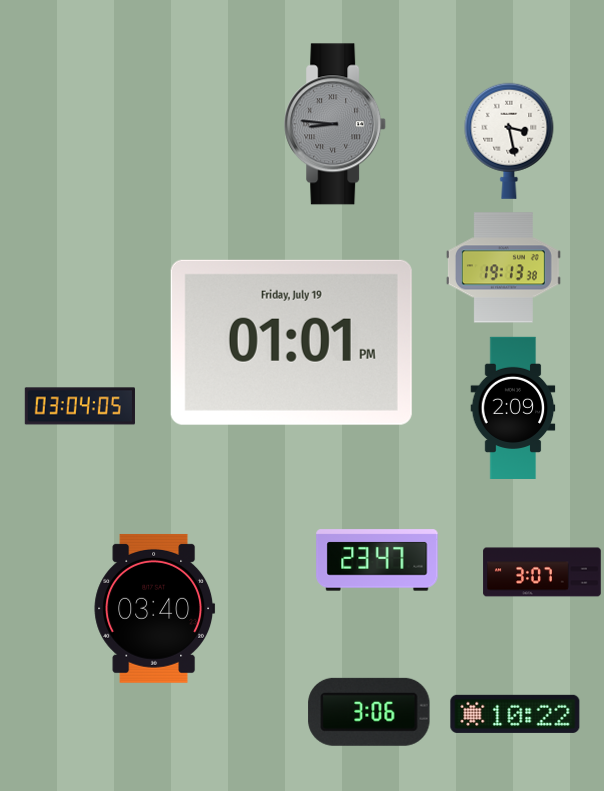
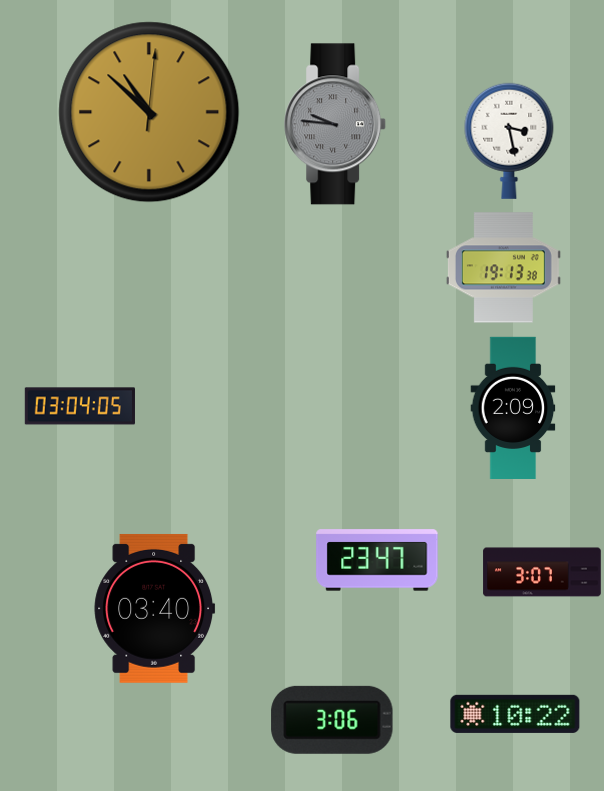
clock at (149, 112): none -> 10:52
clock at (336, 124): 8:46 -> 9:46
clock at (291, 342): 01:01 -> none
clock at (369, 712) position: (369, 712) -> (332, 720)
